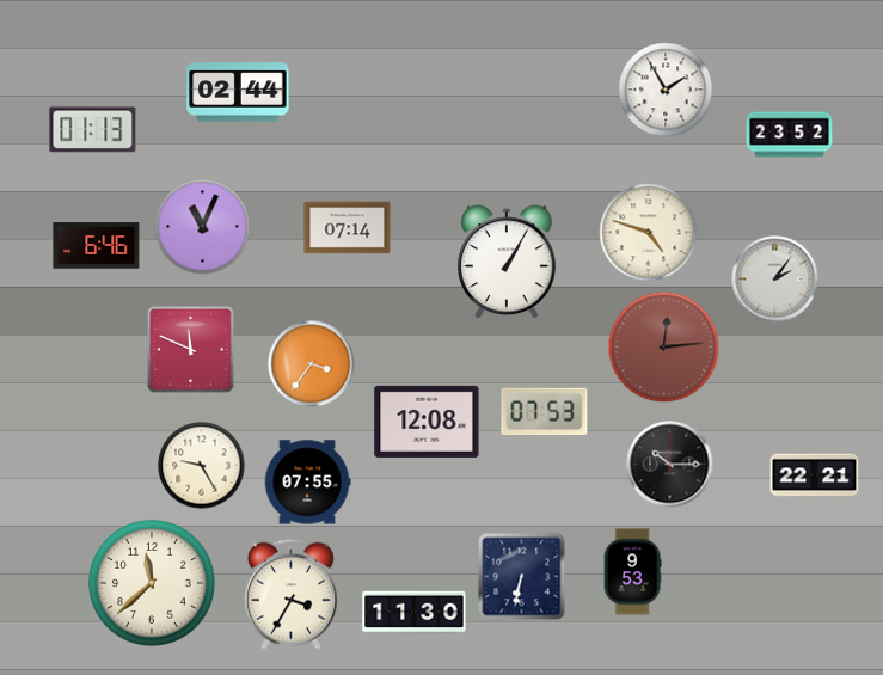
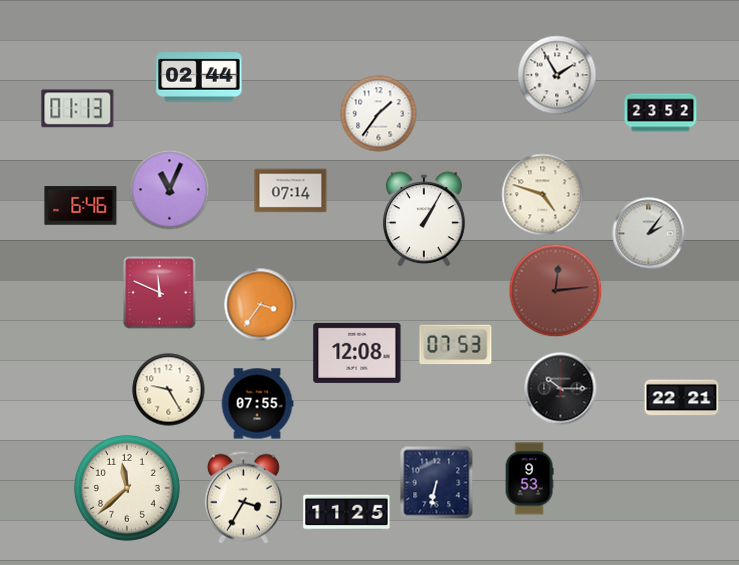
clock at (379, 114): none -> 1:36
clock at (415, 613): 11:30 -> 11:25
